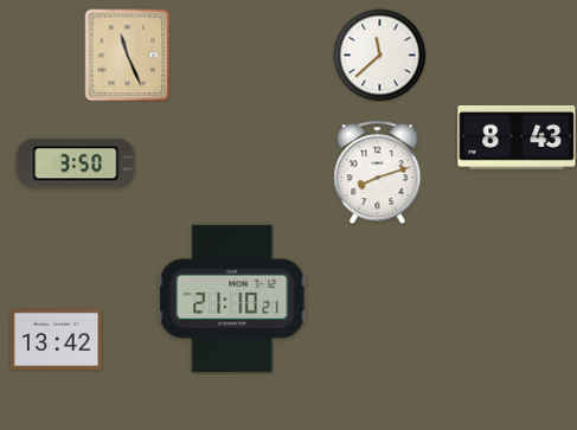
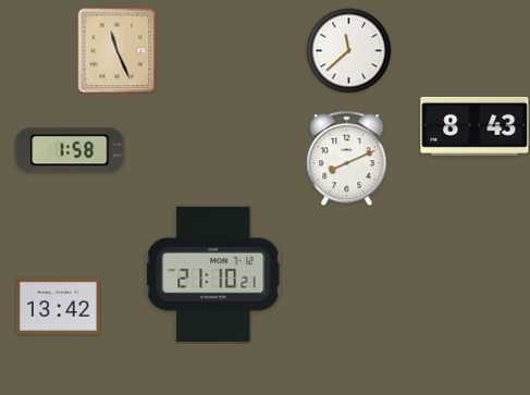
clock at (76, 163): 3:50 -> 1:58
clock at (378, 172): 8:12 -> 8:11
clock at (56, 340) position: (56, 340) -> (58, 307)
